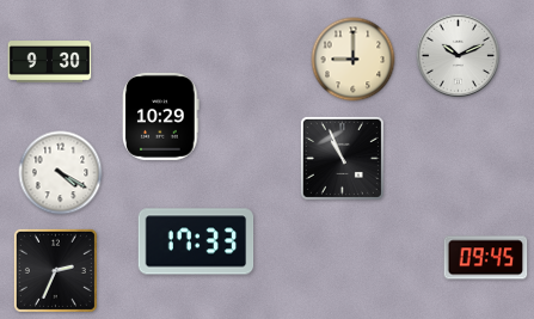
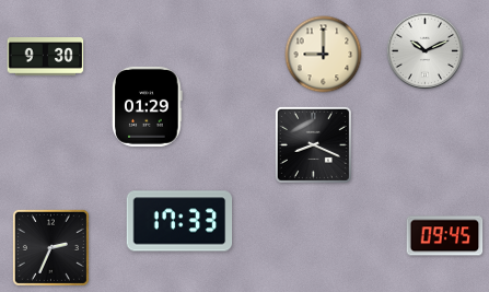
clock at (459, 56) position: (459, 56) -> (426, 51)
clock at (161, 116): 10:29 -> 01:29
clock at (342, 158): 10:56 -> 8:19
clock at (61, 173): 4:20 -> none
